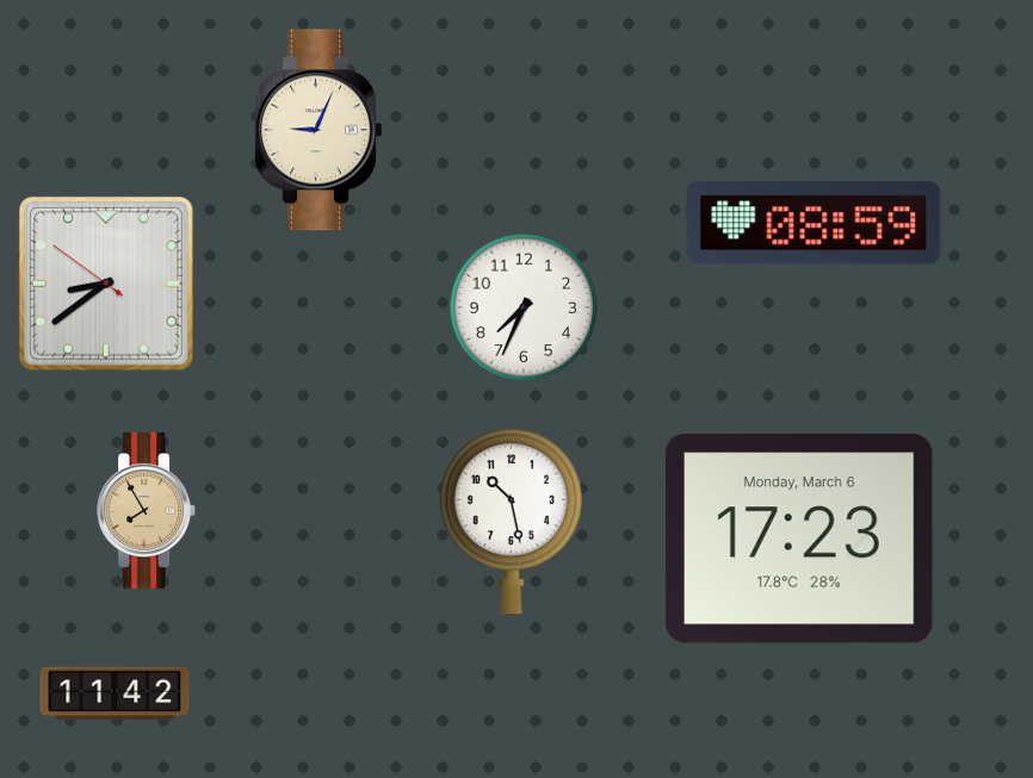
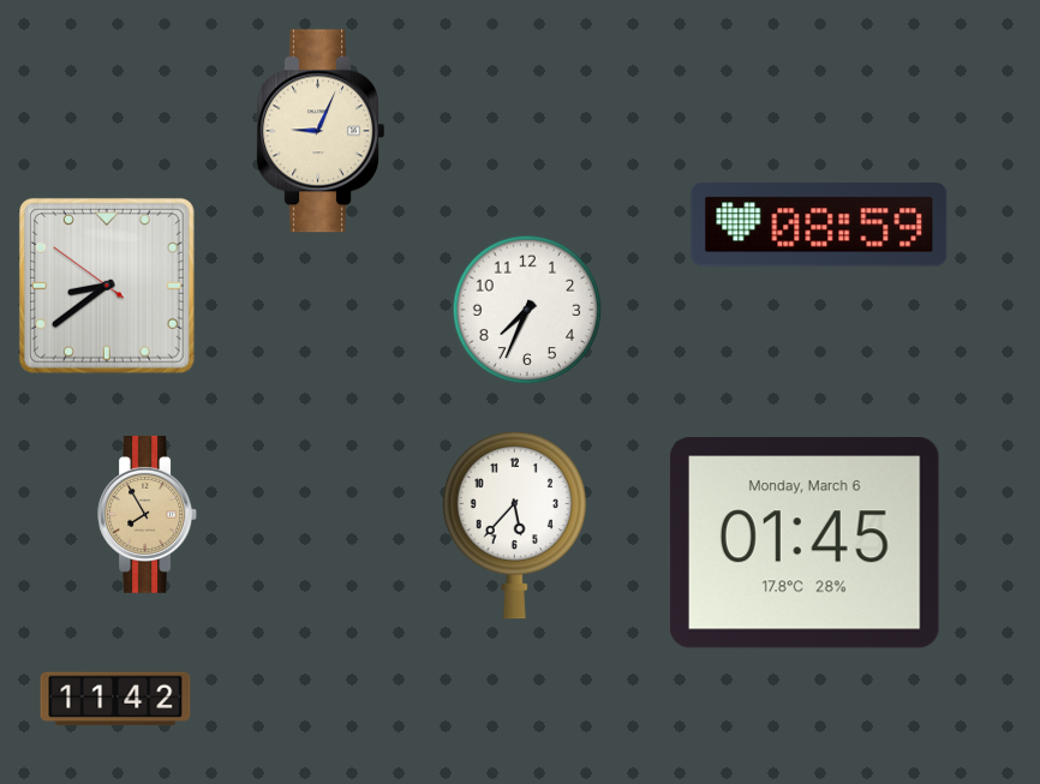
clock at (511, 521): 10:28 -> 5:37
clock at (799, 539): 17:23 -> 01:45
